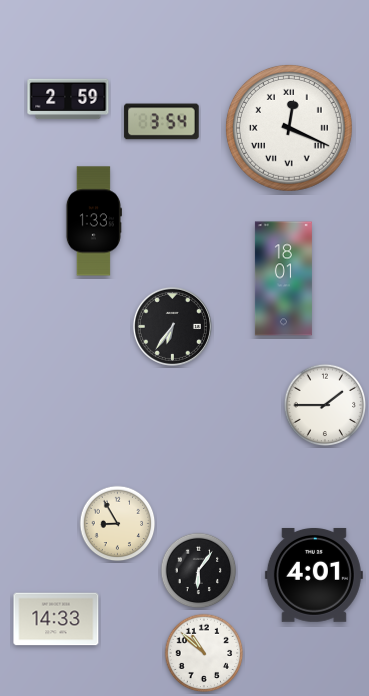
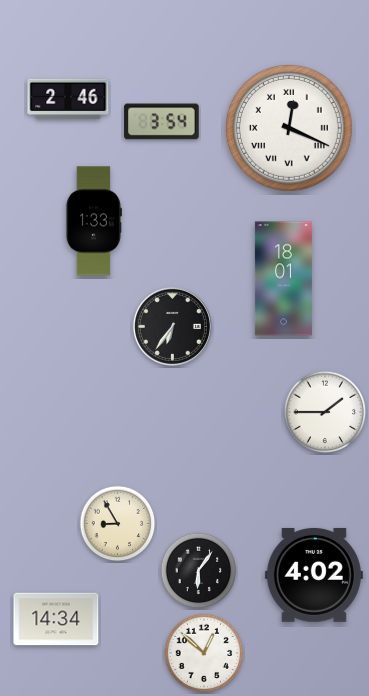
clock at (68, 99): 2:59 -> 2:46
clock at (325, 405) position: (325, 405) -> (325, 412)
clock at (314, 575): 4:01 -> 4:02
clock at (56, 619): 14:33 -> 14:34
clock at (204, 653): 10:52 -> 12:52
